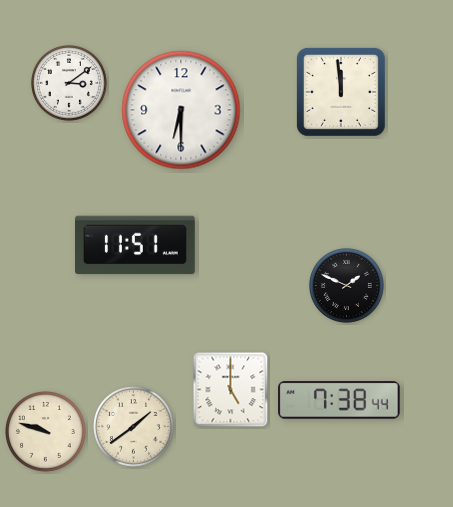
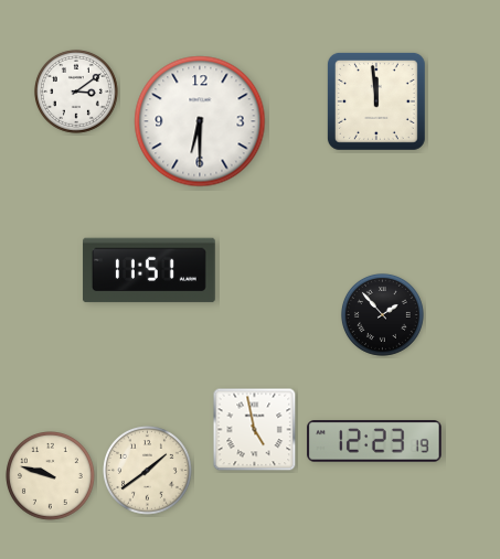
clock at (346, 285): 1:49 -> 1:53
clock at (231, 390): 5:00 -> 4:58
clock at (339, 400): 7:38 -> 12:23
